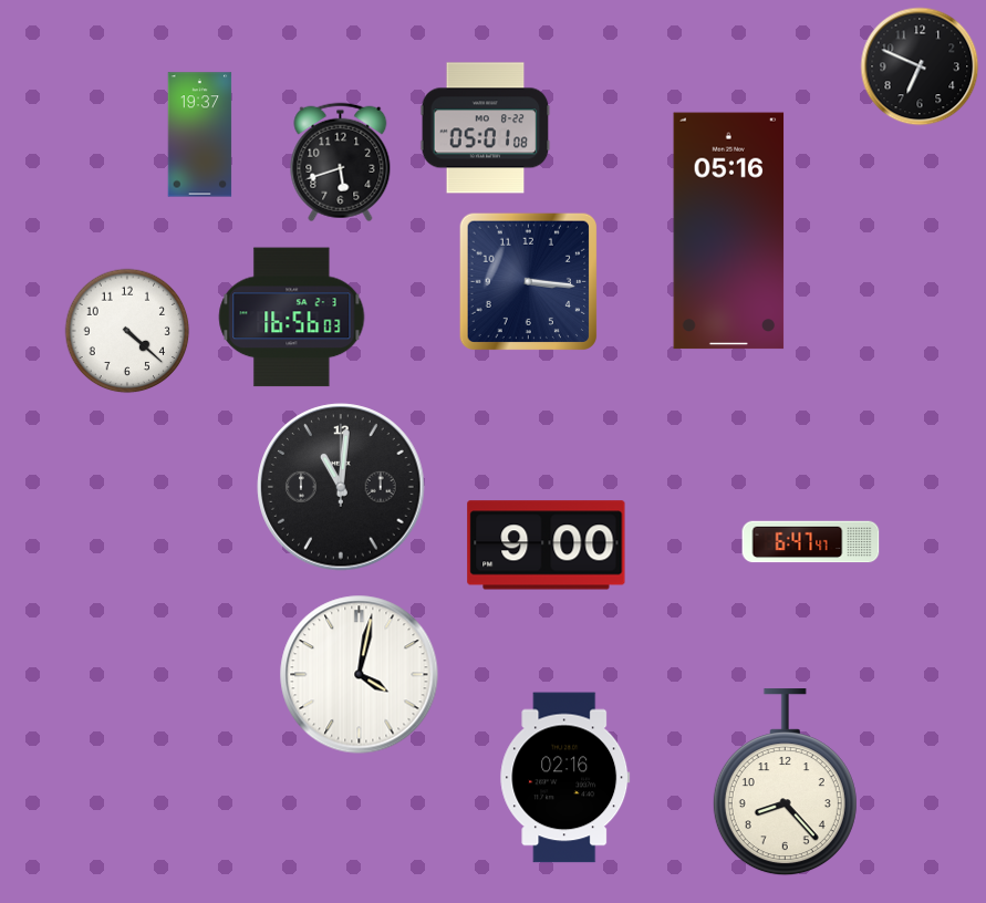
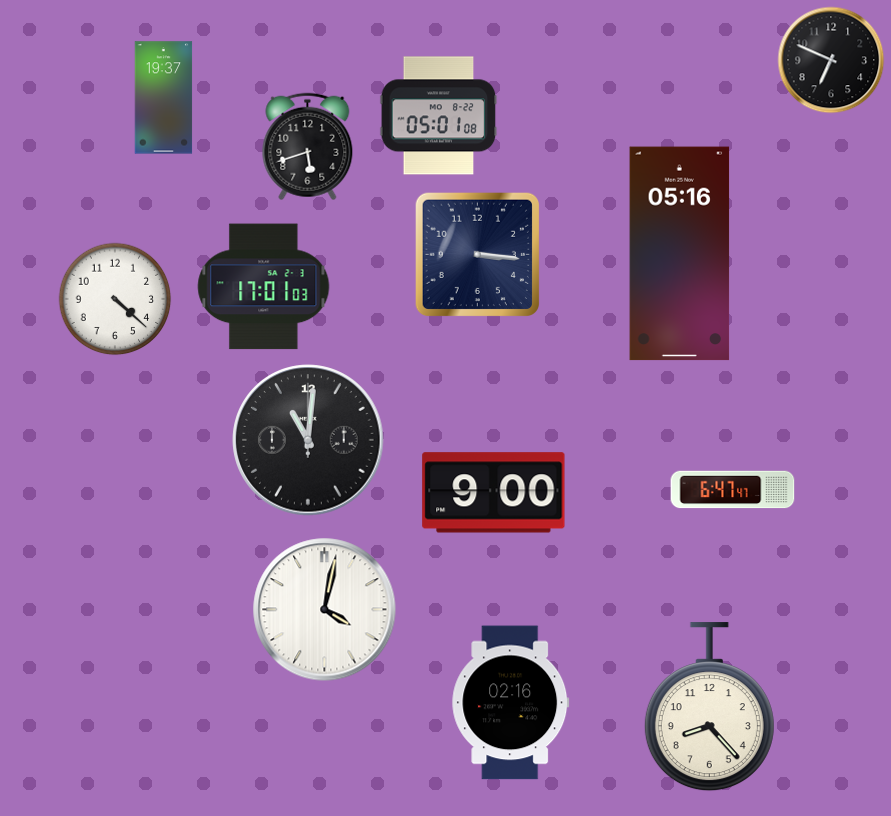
clock at (200, 135) position: (200, 135) -> (164, 98)
clock at (729, 231) position: (729, 231) -> (680, 254)
clock at (292, 318): 16:56 -> 17:01
